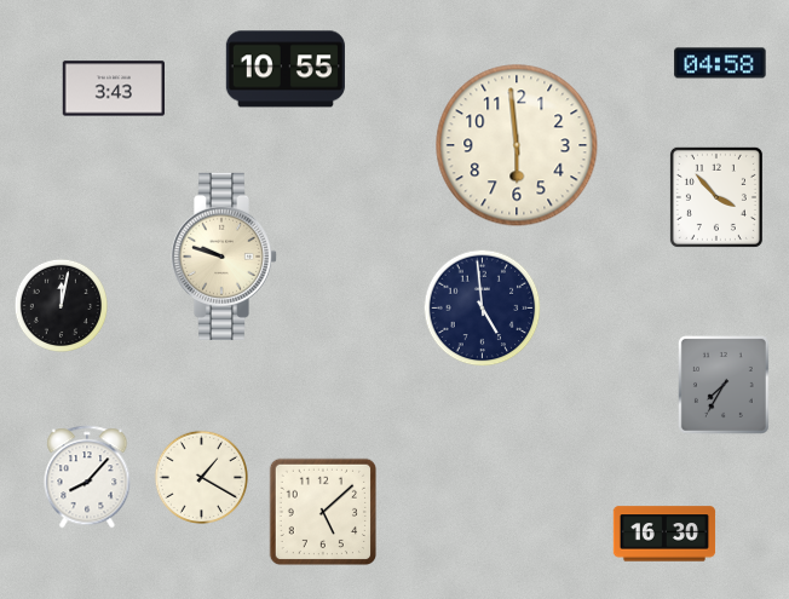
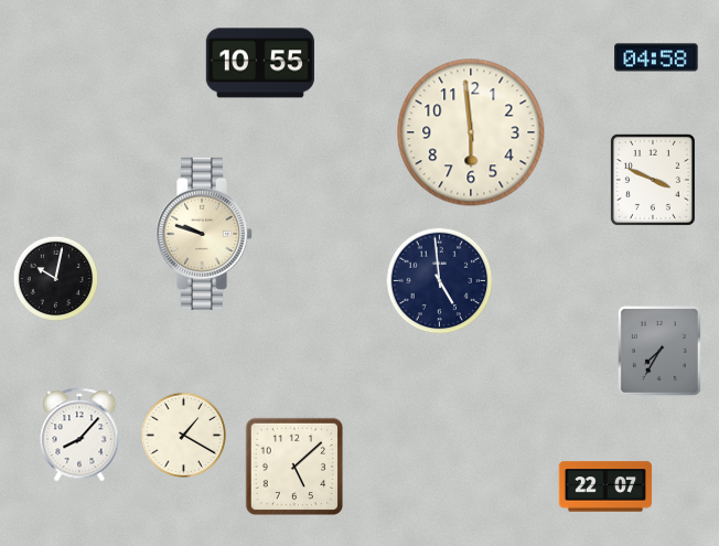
clock at (114, 88): 3:43 -> none
clock at (716, 197): 3:53 -> 3:49
clock at (61, 305): 12:02 -> 10:02
clock at (664, 534): 16:30 -> 22:07
